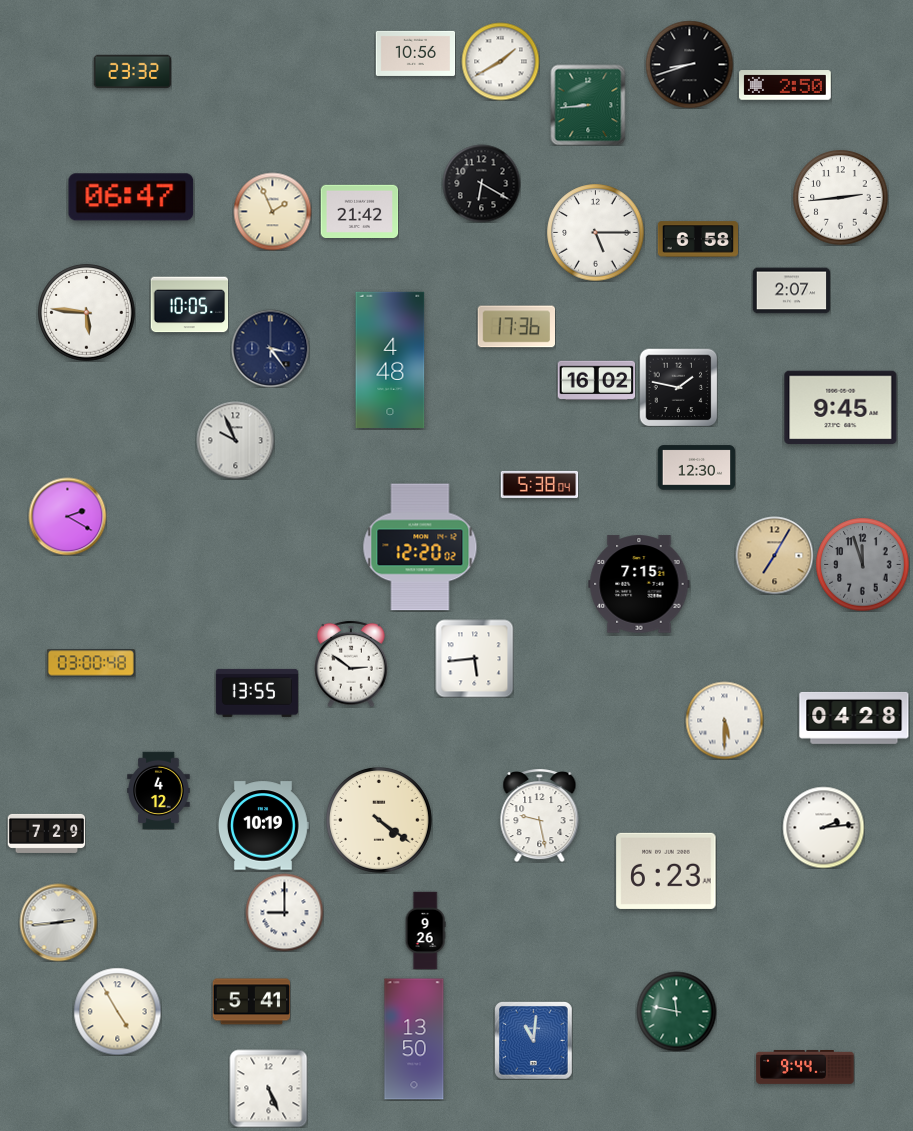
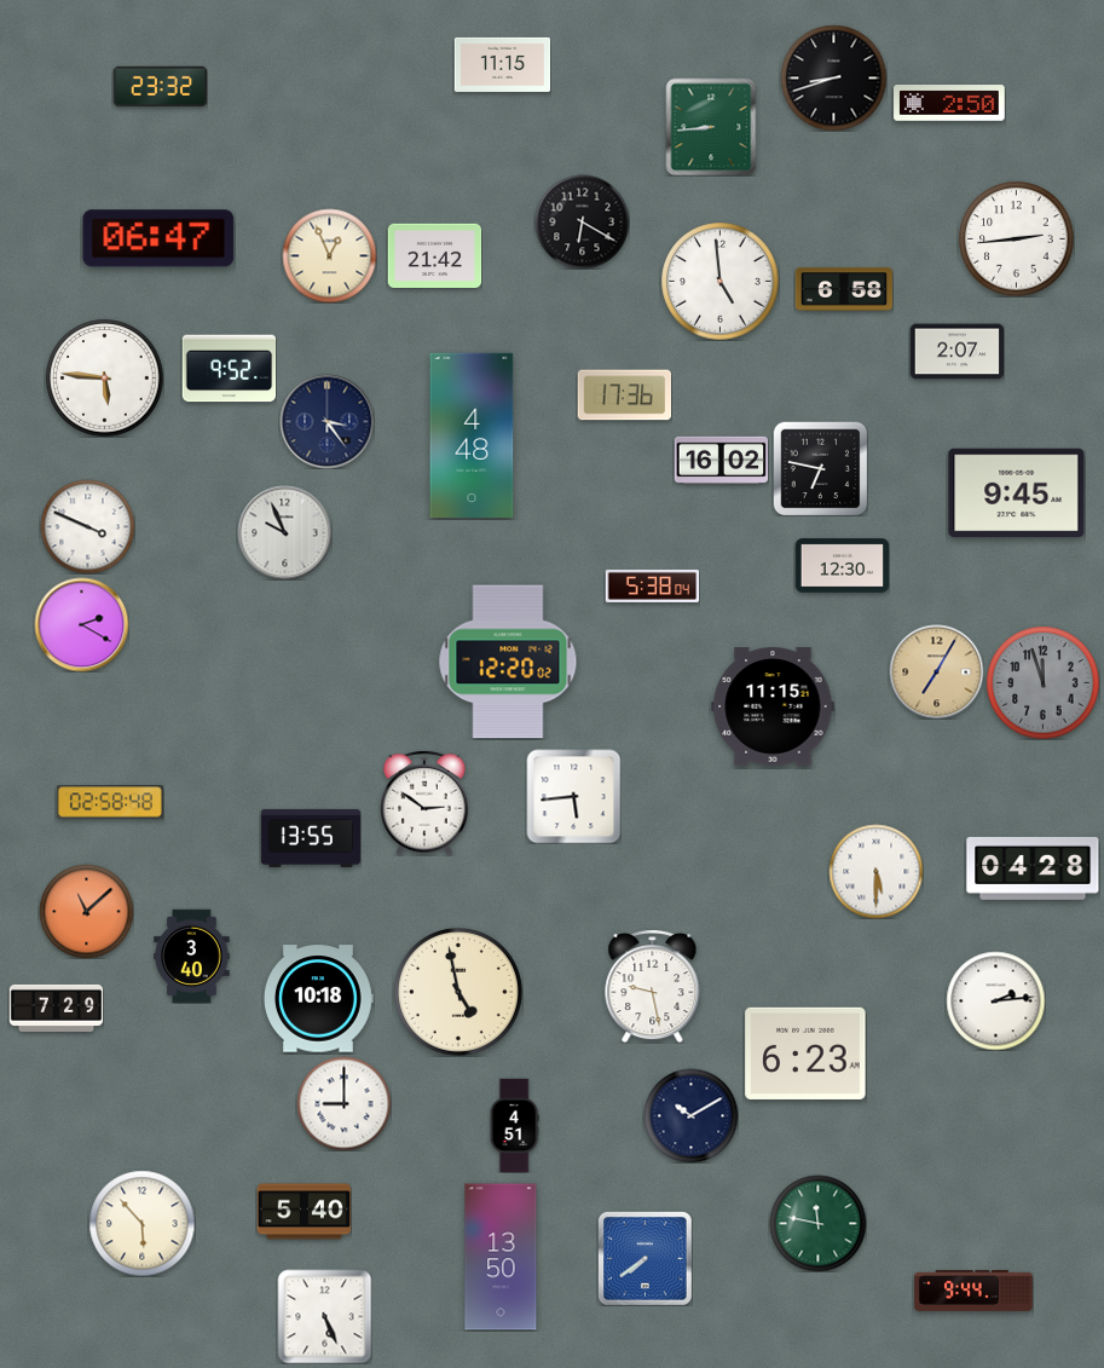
clock at (415, 53): 10:56 -> 11:15
clock at (500, 61): 1:40 -> none
clock at (272, 211): 1:56 -> 12:56
clock at (596, 233): 5:15 -> 4:59
clock at (189, 305): 10:05 -> 9:52
clock at (678, 387): 1:47 -> 6:47
clock at (87, 526): none -> 3:49
clock at (639, 584): 7:15 -> 11:15
clock at (91, 663): 03:00 -> 02:58
clock at (86, 911): none -> 11:08
clock at (159, 790): 4:12 -> 3:40
clock at (379, 820): 4:21 -> 4:58
clock at (263, 826): 10:19 -> 10:18
clock at (58, 922): 2:44 -> none
clock at (690, 1115): none -> 10:10
clock at (425, 930): 9:26 -> 4:51
clock at (251, 1002): 5:41 -> 5:40
clock at (117, 1011): 4:55 -> 5:53
clock at (533, 1040): 11:01 -> 7:39
